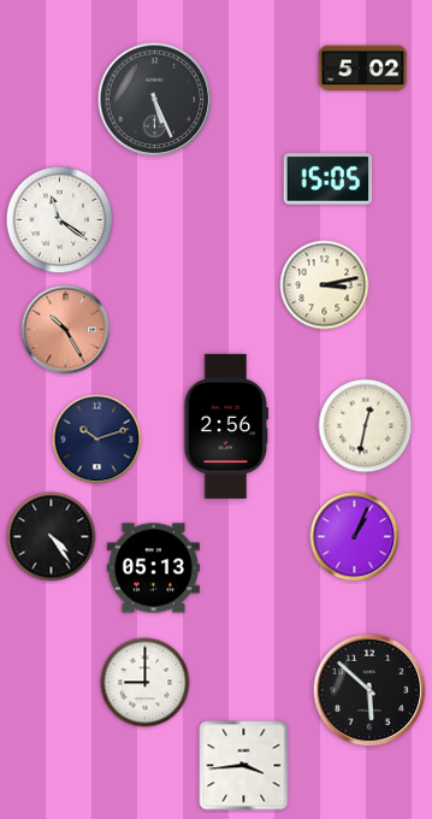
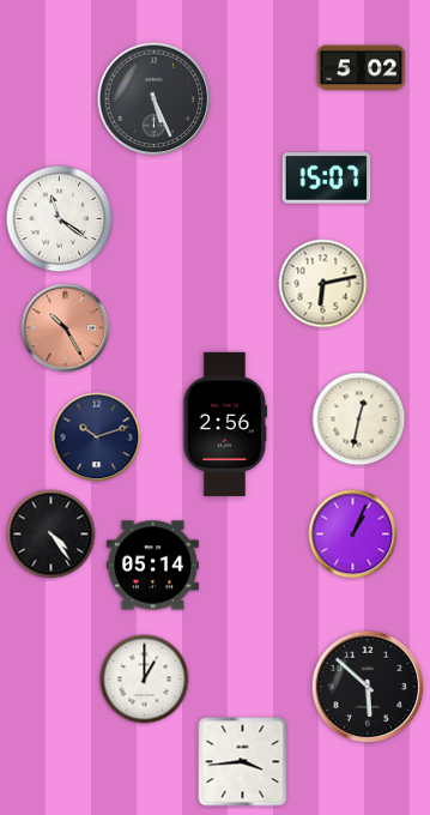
clock at (329, 179): 15:05 -> 15:07
clock at (325, 285): 3:13 -> 6:13
clock at (366, 426) position: (366, 426) -> (359, 419)
clock at (153, 568): 05:13 -> 05:14
clock at (146, 683): 9:00 -> 1:00
